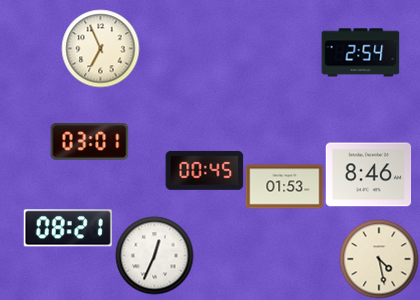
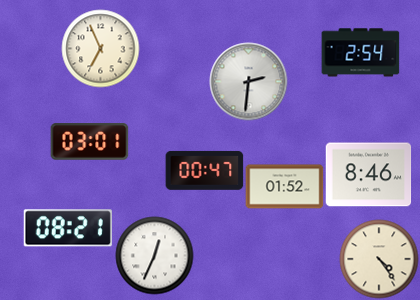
clock at (248, 81): none -> 2:31
clock at (204, 170): 00:45 -> 00:47
clock at (284, 187): 01:53 -> 01:52
clock at (379, 259): 4:28 -> 4:24
